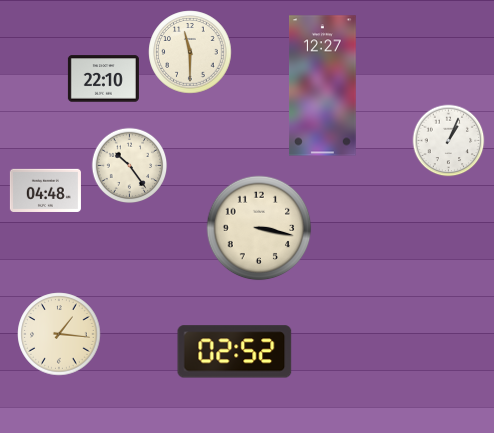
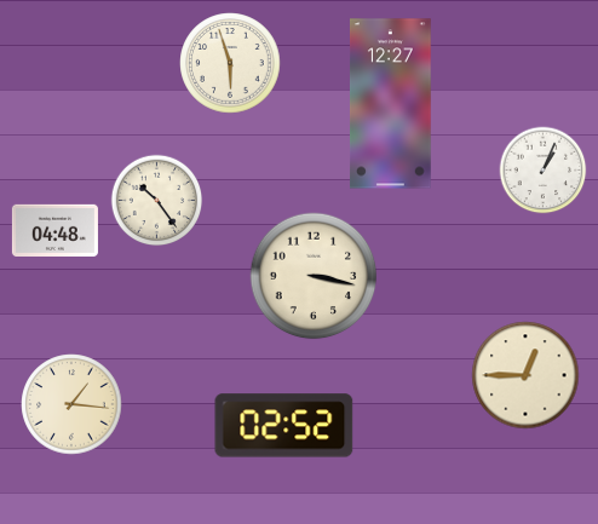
clock at (190, 52): 11:30 -> 5:57
clock at (103, 79): 22:10 -> none
clock at (525, 375): none -> 12:45
